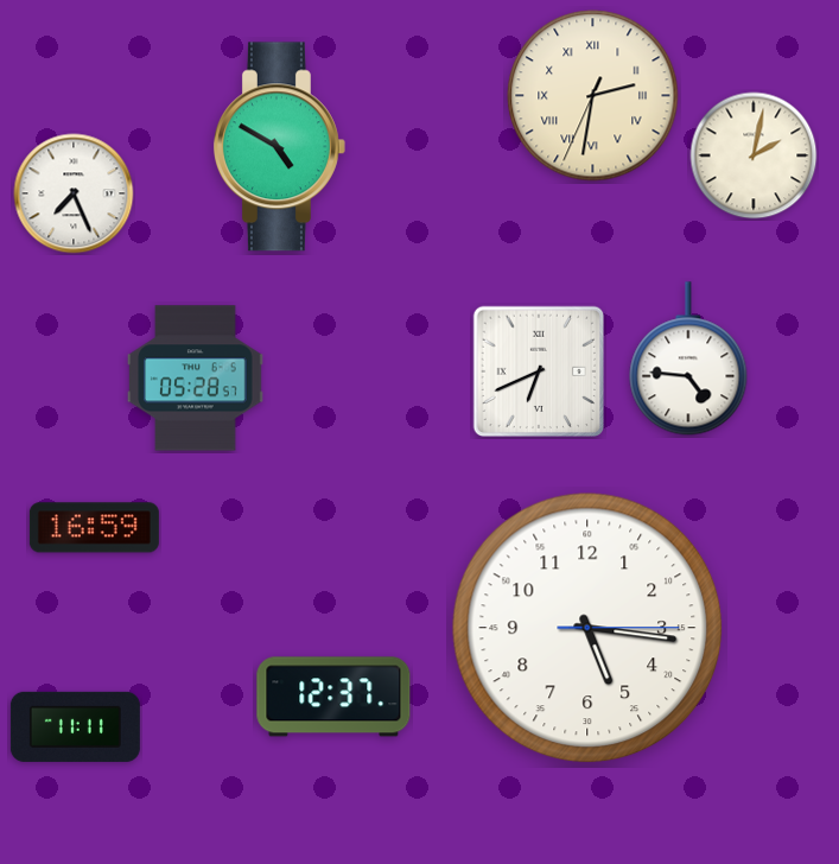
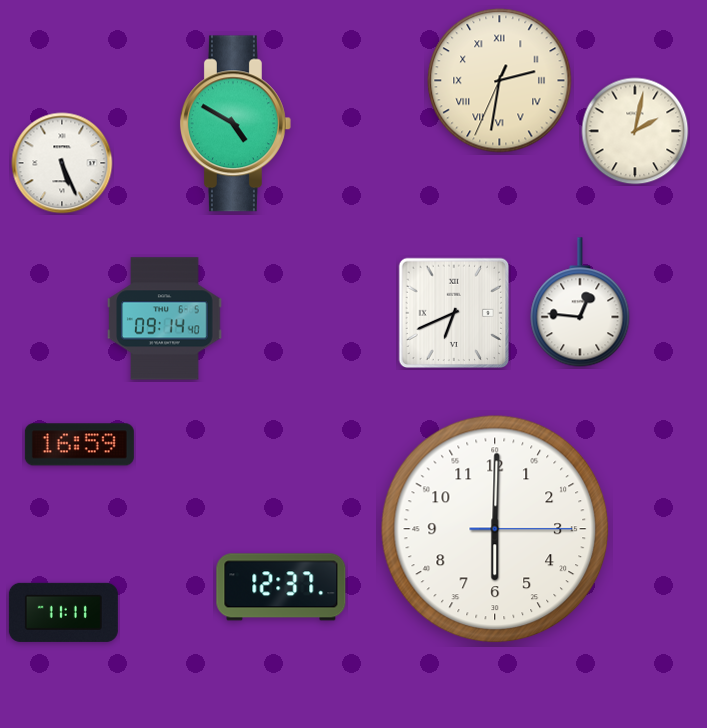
clock at (74, 193): 7:26 -> 5:26
clock at (688, 358): 4:46 -> 12:46
clock at (196, 379): 05:28 -> 09:14
clock at (587, 628): 5:16 -> 6:00
